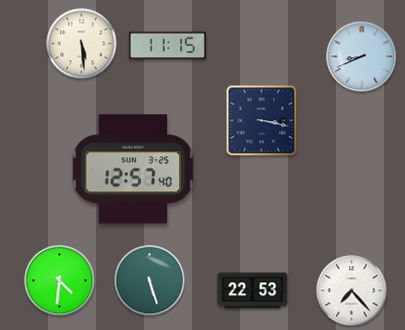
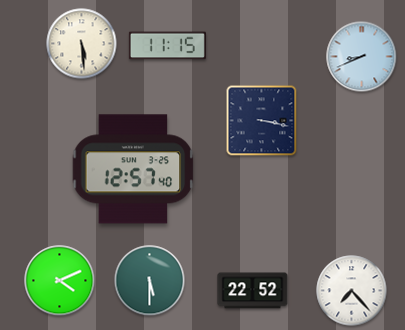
clock at (60, 281): 4:31 -> 4:11
clock at (150, 281): 5:27 -> 5:30
clock at (253, 291): 22:53 -> 22:52
